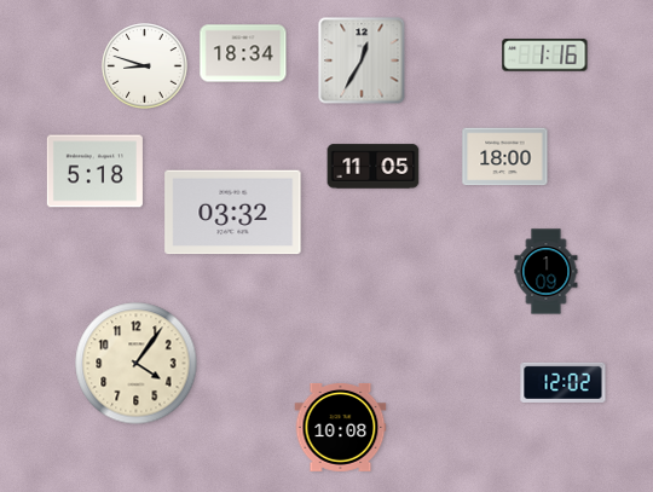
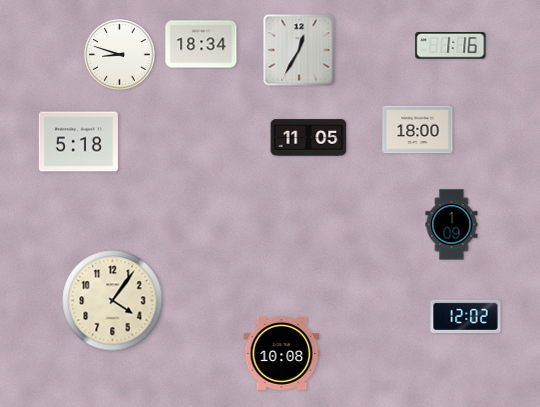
clock at (233, 213): 03:32 -> none
